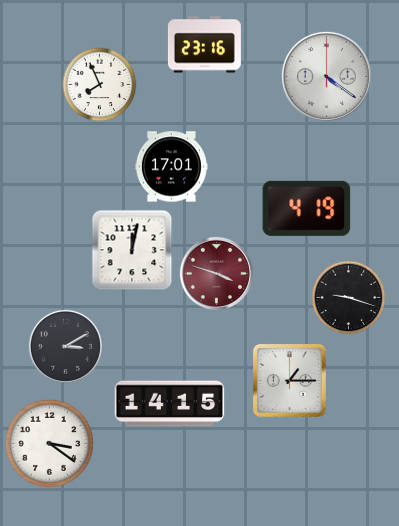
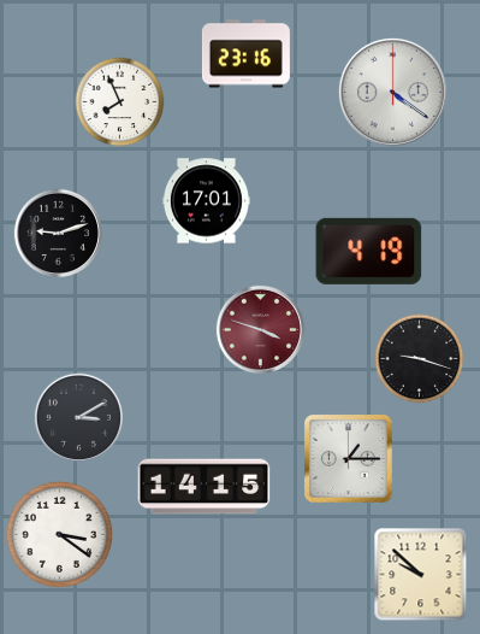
clock at (58, 233): none -> 9:12
clock at (132, 250): 12:02 -> none
clock at (421, 575): none -> 9:52
